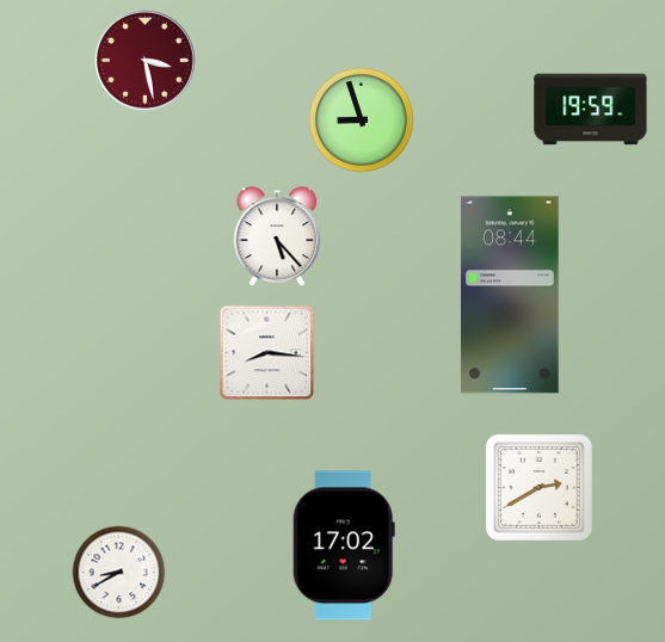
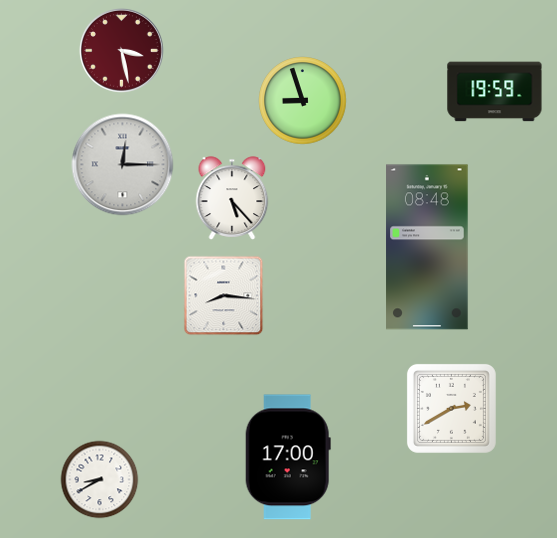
clock at (123, 165): none -> 12:15
clock at (510, 295): 08:44 -> 08:48
clock at (344, 545): 17:02 -> 17:00
